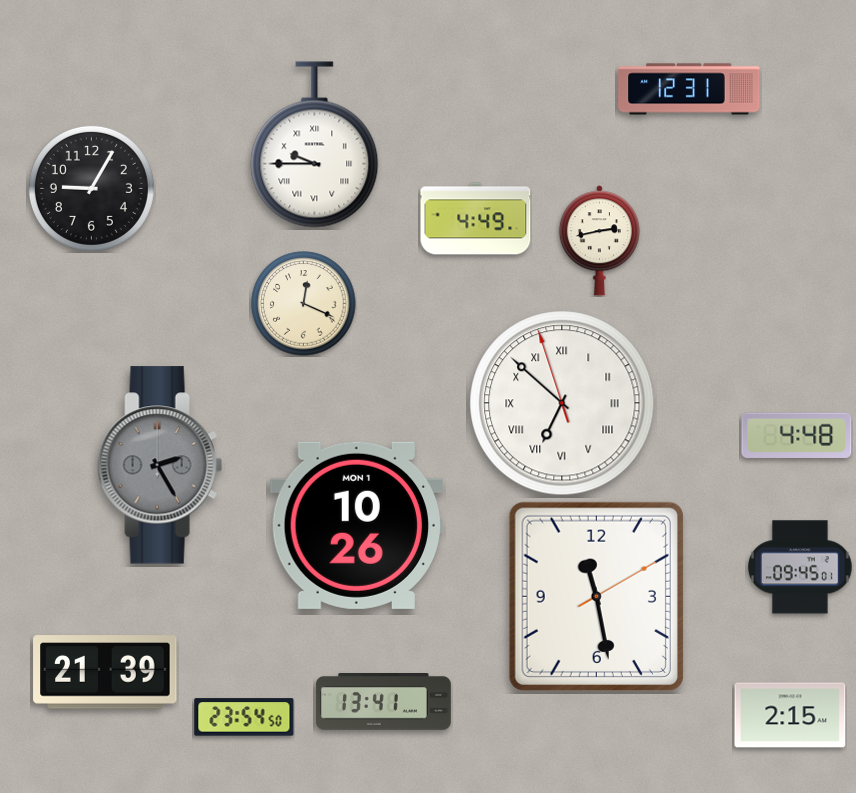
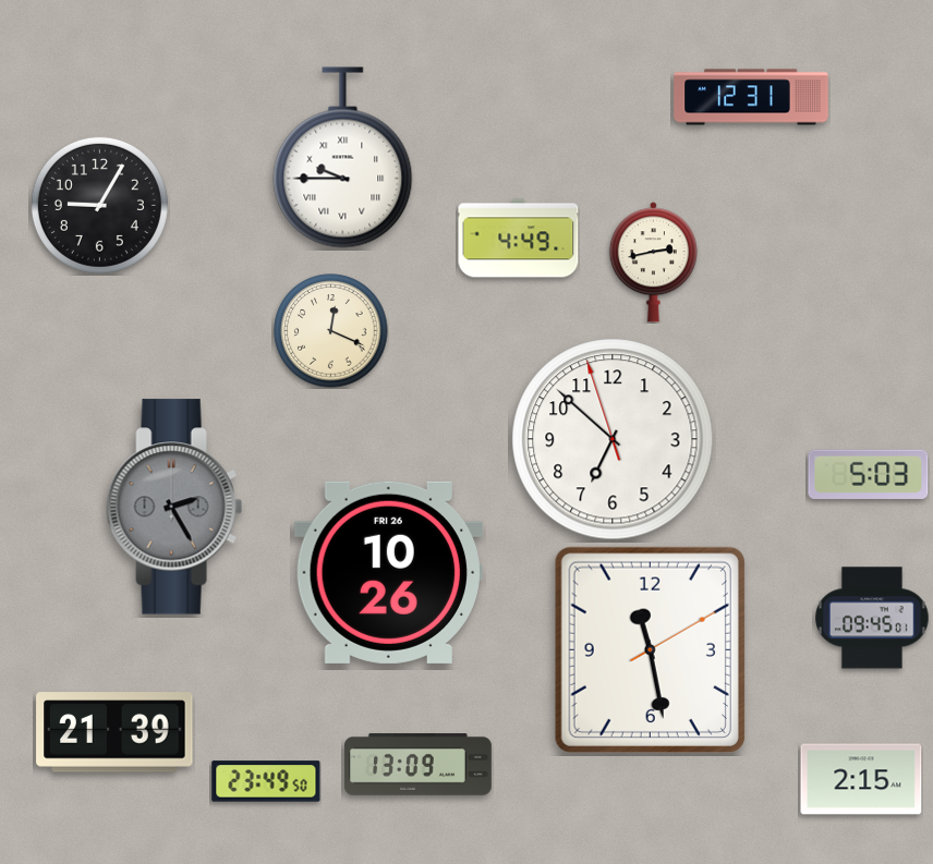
clock at (562, 403) numerals: Roman -> Arabic
clock at (797, 435): 4:48 -> 5:03
clock at (356, 525) date: MON 1 -> FRI 26
clock at (383, 702): 13:41 -> 13:09
clock at (244, 717): 23:54 -> 23:49
